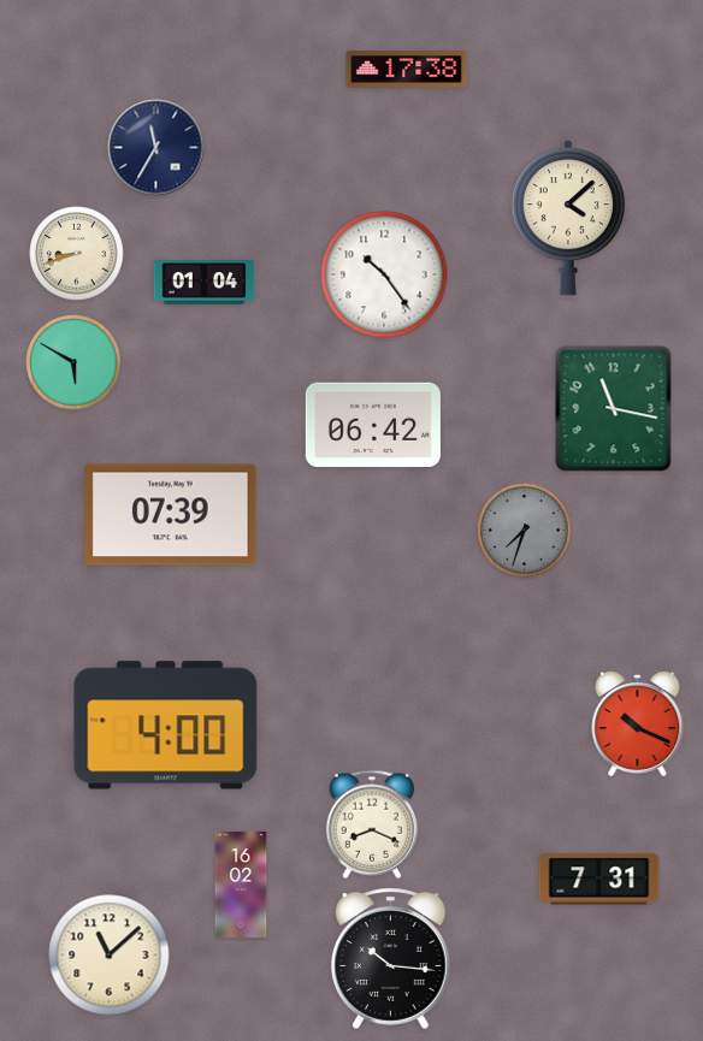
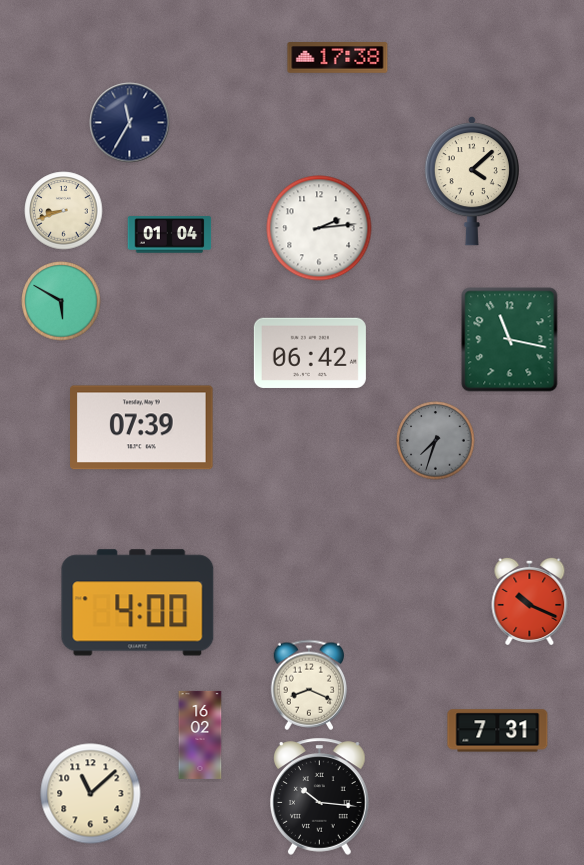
clock at (384, 274): 10:24 -> 2:14
clock at (391, 958) position: (391, 958) -> (320, 796)
